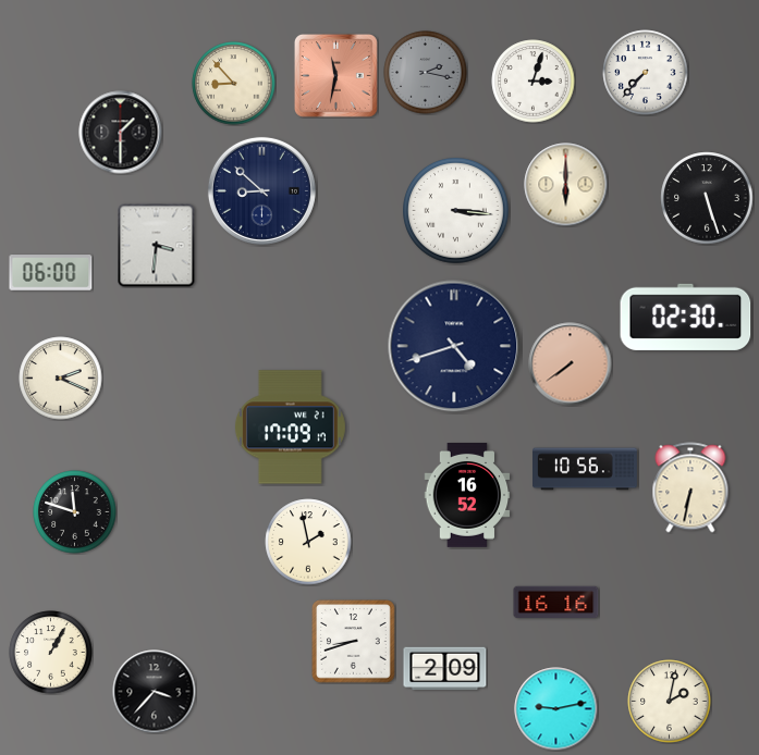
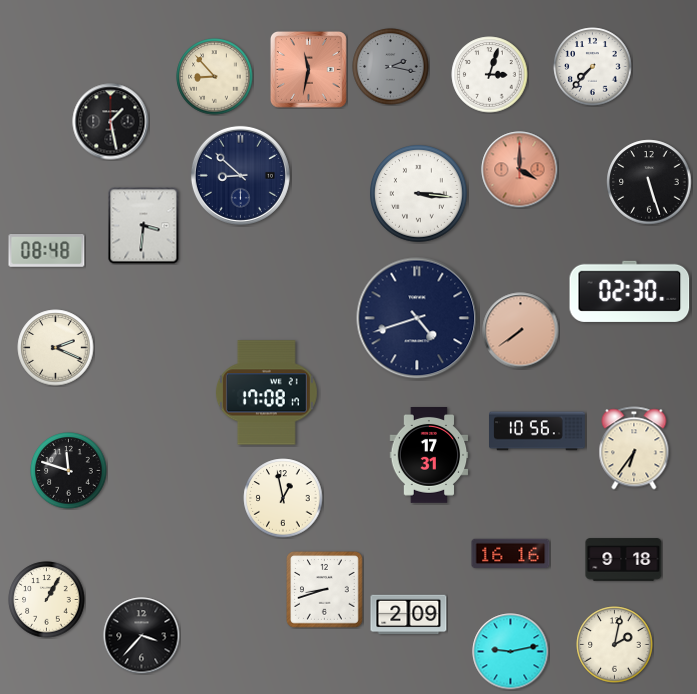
clock at (121, 133): 1:30 -> 1:28
clock at (566, 185): 6:00 -> 4:00
clock at (566, 185) dial: cream -> salmon
clock at (51, 273): 06:00 -> 08:48
clock at (571, 364) position: (571, 364) -> (521, 331)
clock at (290, 428): 17:09 -> 17:08
clock at (690, 487): 6:32 -> 6:36
clock at (467, 496): 16:52 -> 17:31
clock at (308, 542): 1:58 -> 12:58
clock at (624, 560): none -> 9:18
